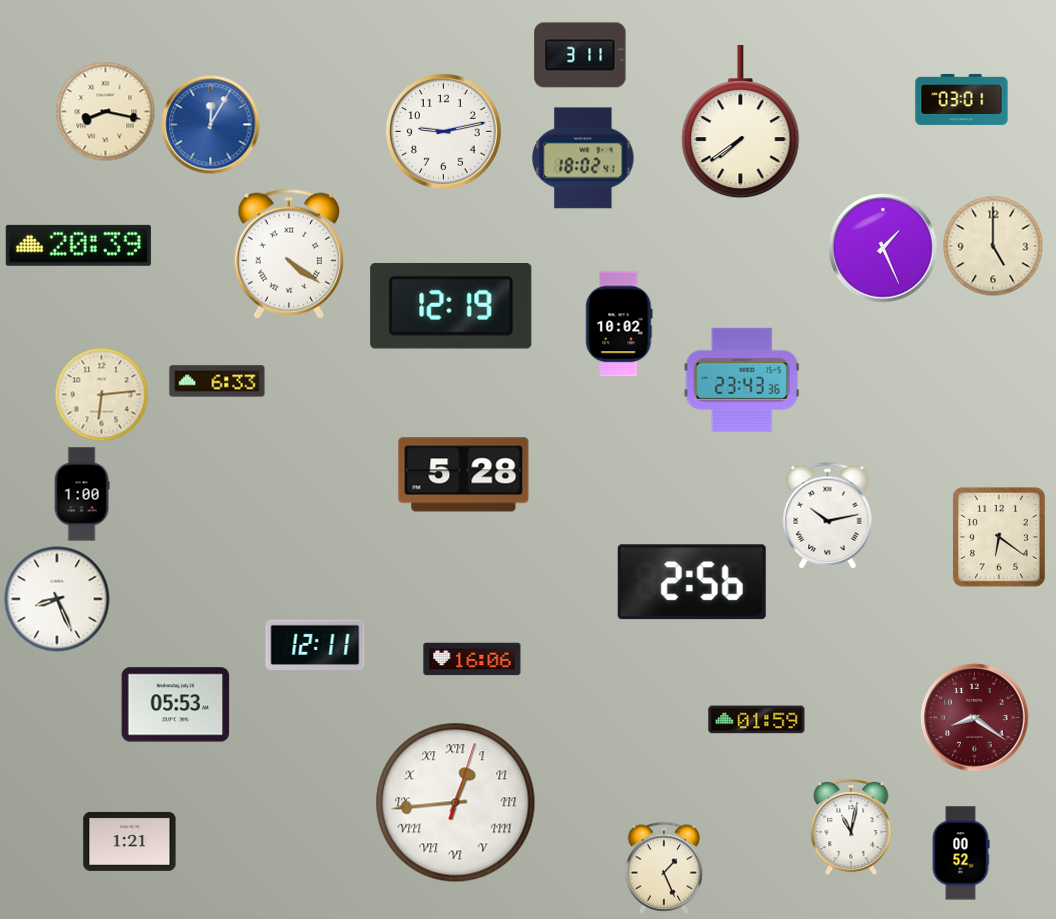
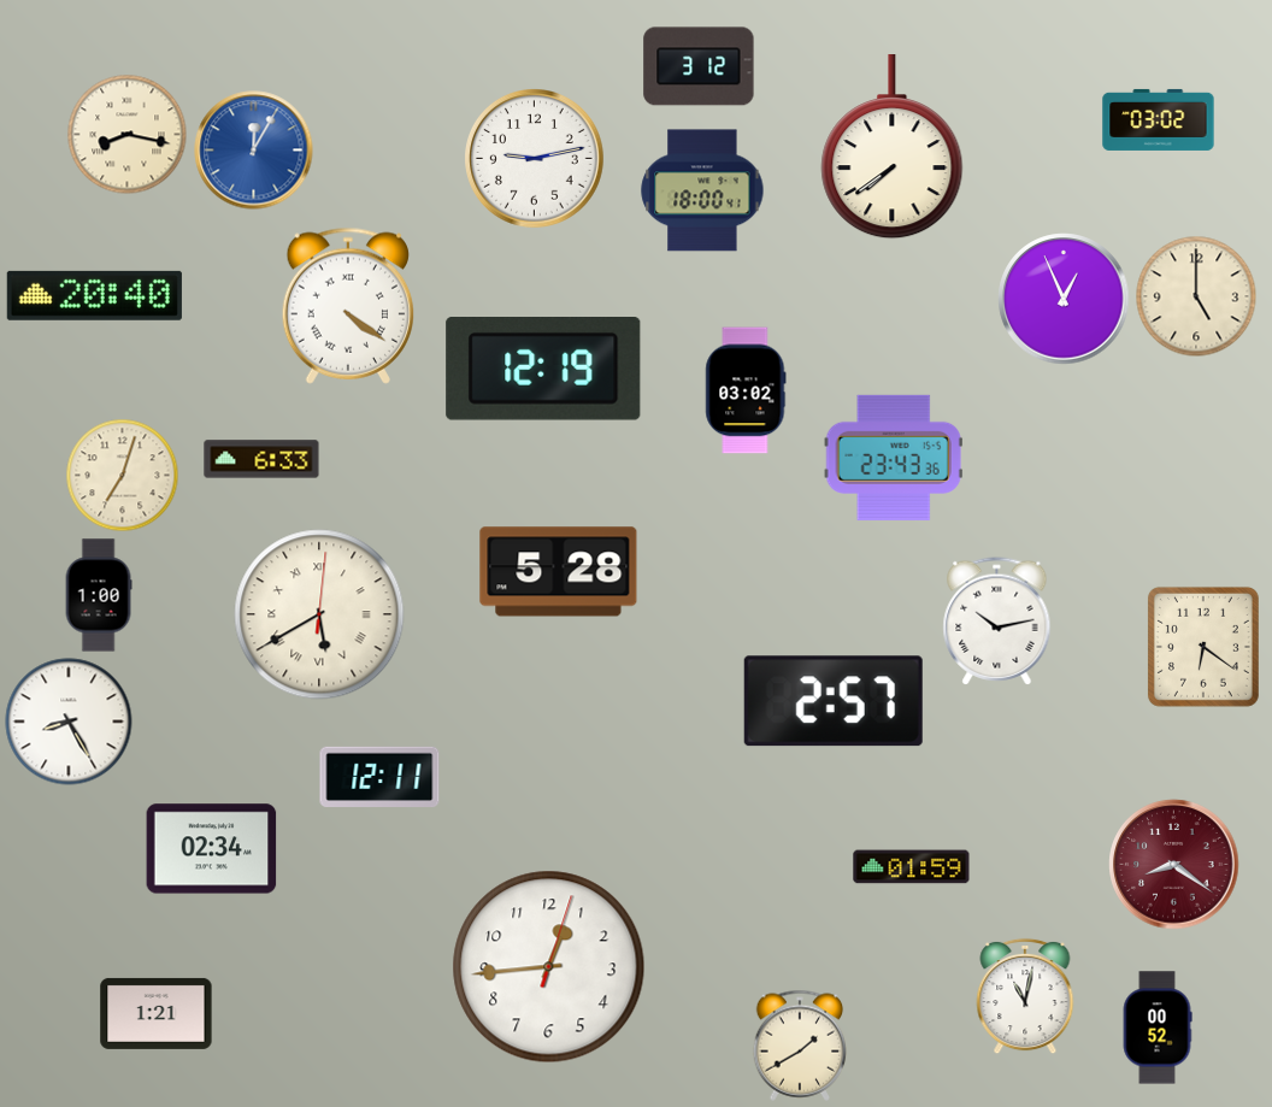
clock at (580, 55): 3:11 -> 3:12
clock at (962, 99): 03:01 -> 03:02
clock at (583, 158): 18:02 -> 18:00
clock at (78, 245): 20:39 -> 20:40
clock at (883, 248): 1:26 -> 12:56
clock at (619, 324): 10:02 -> 03:02
clock at (102, 395): 6:14 -> 7:03
clock at (319, 614): none -> 5:40
clock at (692, 582): 2:56 -> 2:57
clock at (57, 599): 8:26 -> 8:25
clock at (472, 659): 16:06 -> none
clock at (176, 705): 05:53 -> 02:34
clock at (456, 803) numerals: Roman -> Arabic
clock at (664, 868): 1:26 -> 1:40
